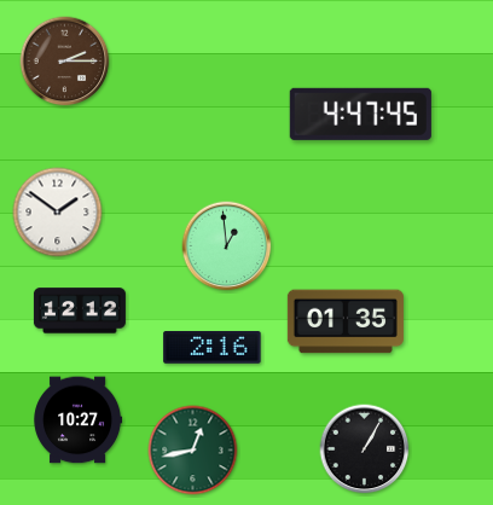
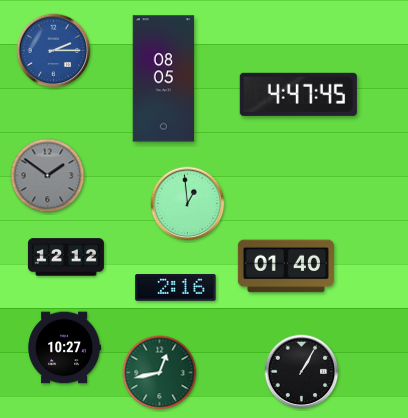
clock at (65, 62) dial: brown -> blue
clock at (164, 79): none -> 08:05
clock at (58, 213) dial: white -> grey
clock at (346, 321): 01:35 -> 01:40
